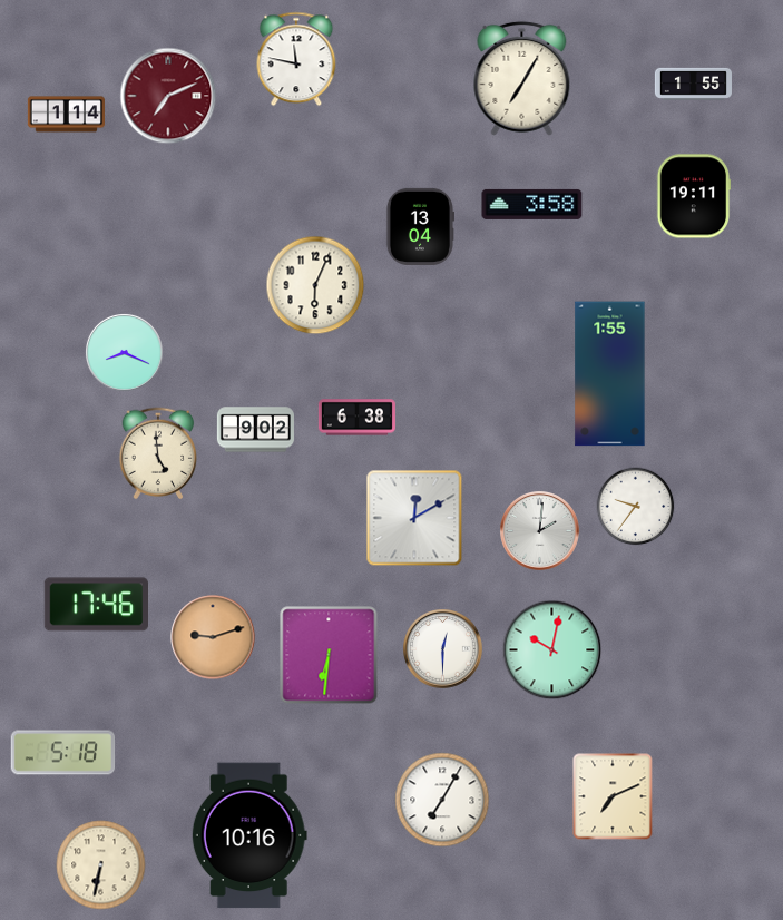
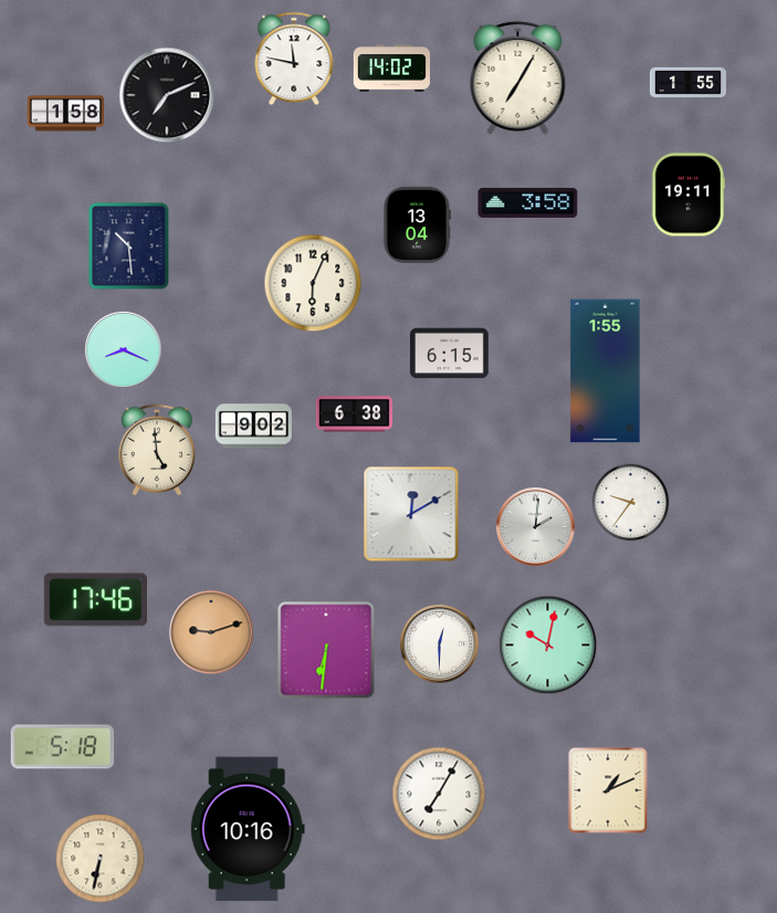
clock at (391, 69): none -> 14:02
clock at (168, 96) dial: burgundy -> black
clock at (66, 115): 1:14 -> 1:58
clock at (129, 246): none -> 10:29
clock at (450, 354): none -> 6:15
clock at (613, 796): 7:11 -> 1:11
